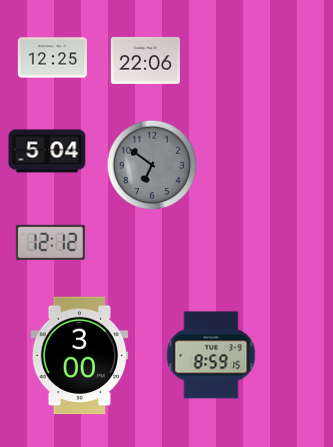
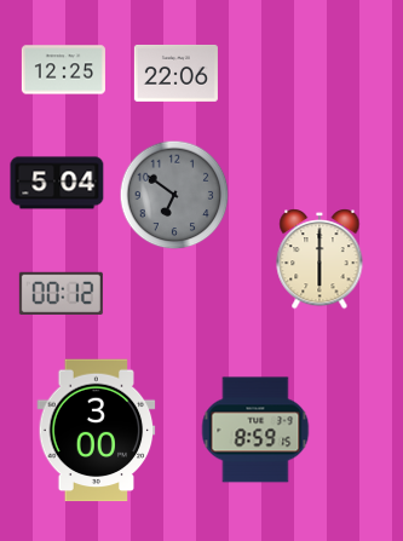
clock at (152, 165) position: (152, 165) -> (174, 195)
clock at (319, 260): none -> 6:00
clock at (50, 242): 12:12 -> 00:12
